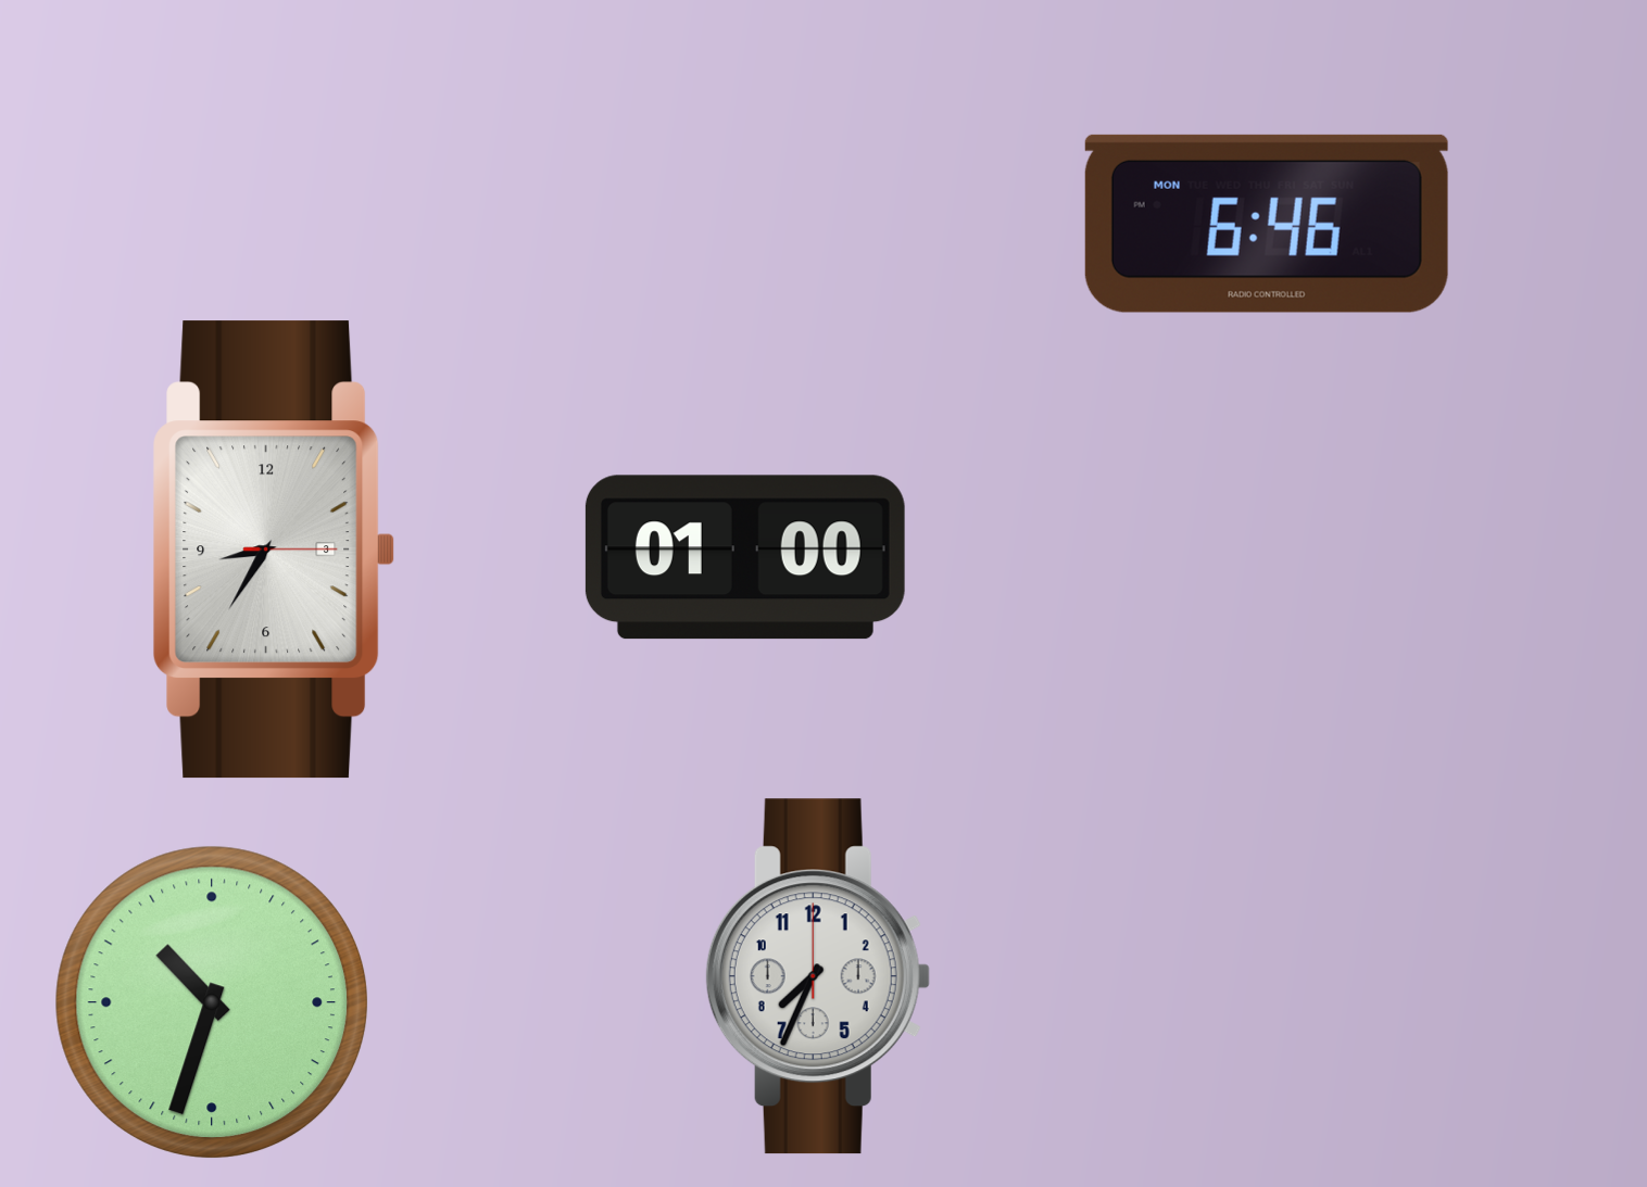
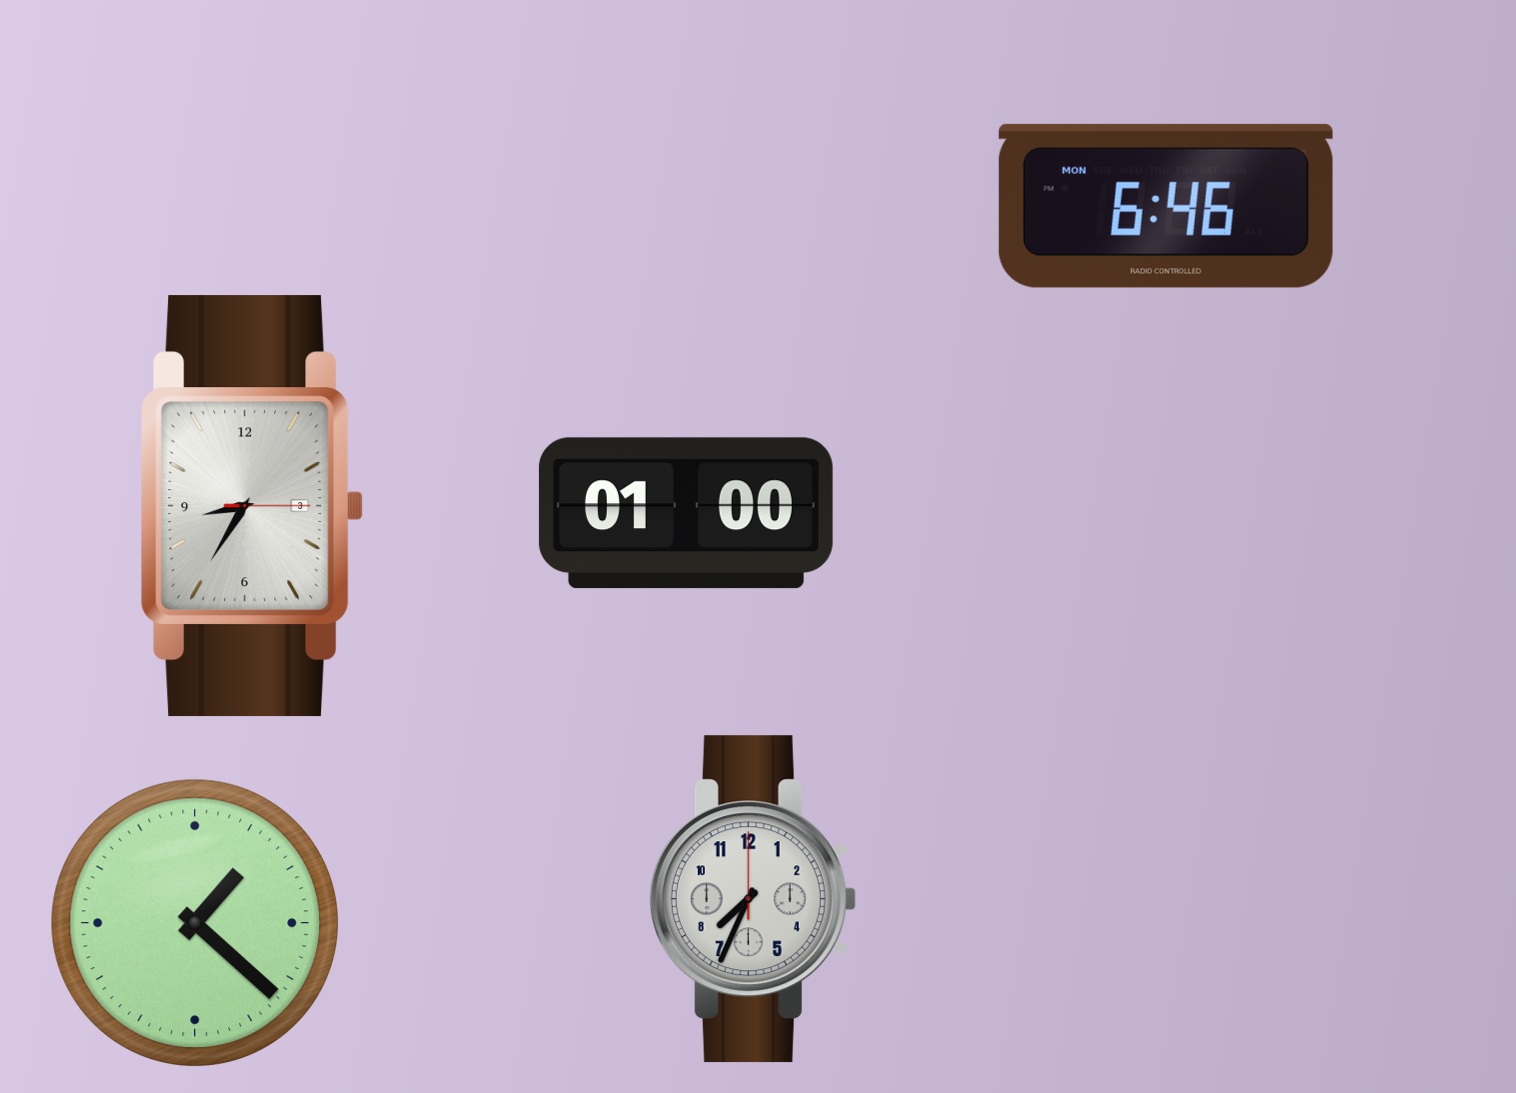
clock at (211, 1001): 10:33 -> 1:22
